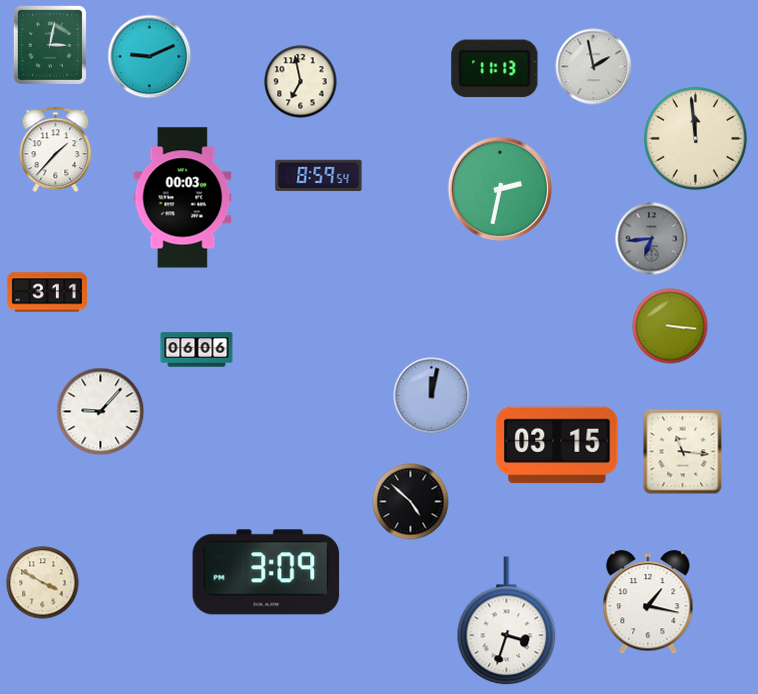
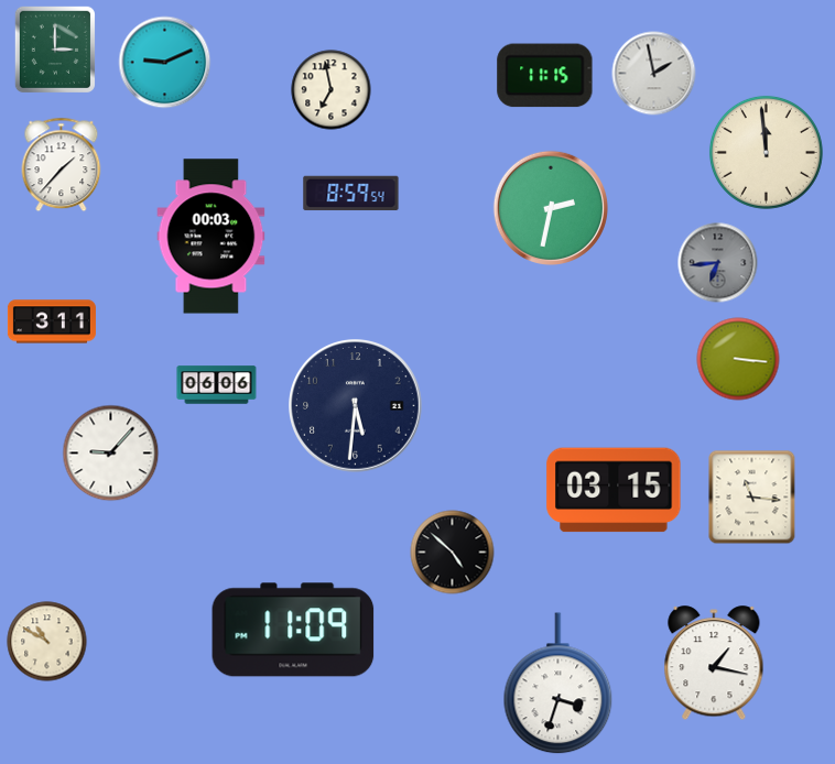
clock at (50, 45): 3:02 -> 3:00
clock at (495, 69): 11:13 -> 11:15
clock at (183, 198) position: (183, 198) -> (212, 237)
clock at (356, 406): none -> 5:31
clock at (432, 396): 12:02 -> none
clock at (266, 572): 3:09 -> 11:09
clock at (43, 583): 3:50 -> 10:50
